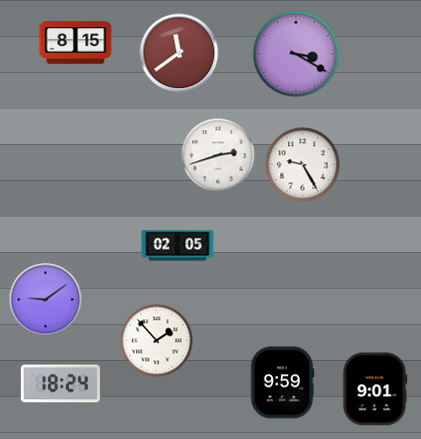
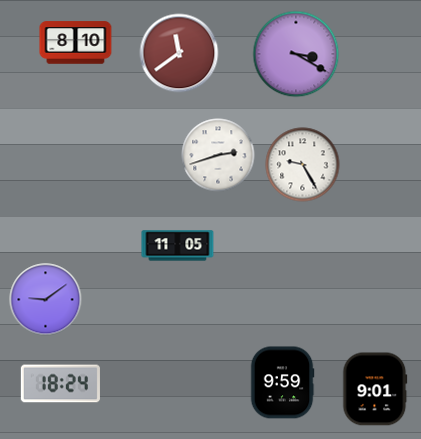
clock at (76, 43): 8:15 -> 8:10
clock at (178, 246): 02:05 -> 11:05
clock at (157, 341): 1:53 -> none
